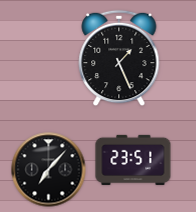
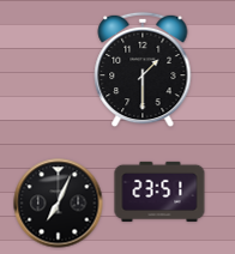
clock at (119, 58): 1:26 -> 1:30
clock at (49, 170): 7:07 -> 7:04
